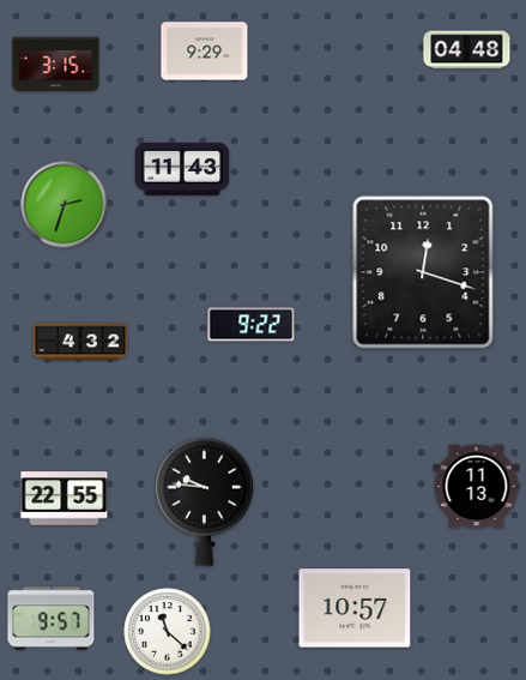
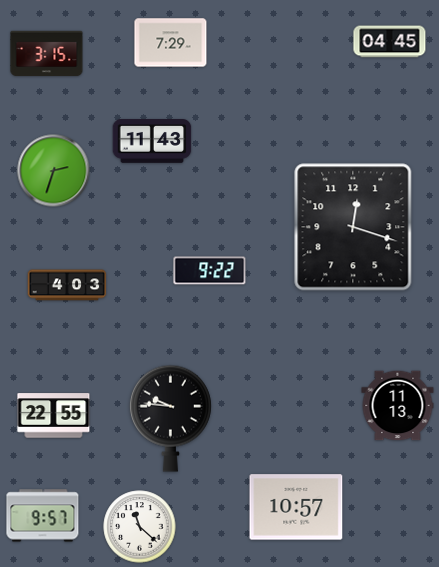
clock at (467, 50): 04:48 -> 04:45
clock at (205, 52): 9:29 -> 7:29
clock at (80, 342): 4:32 -> 4:03
